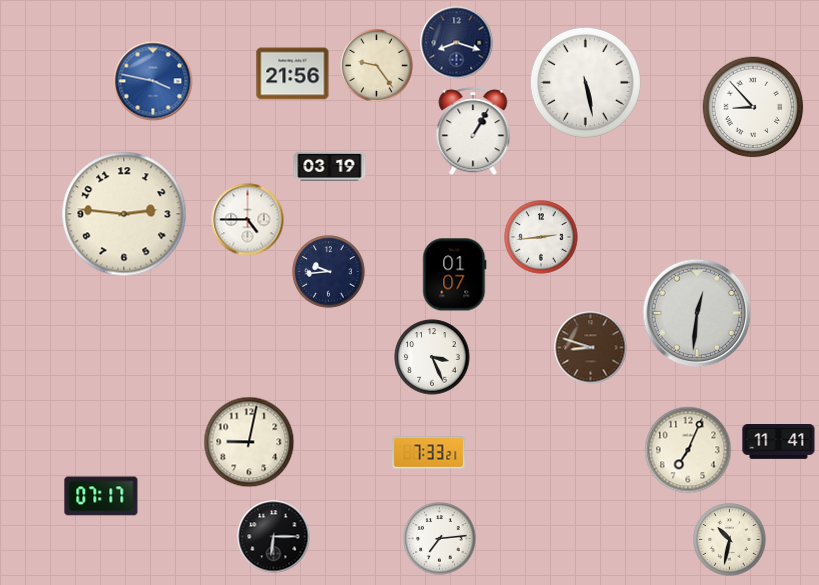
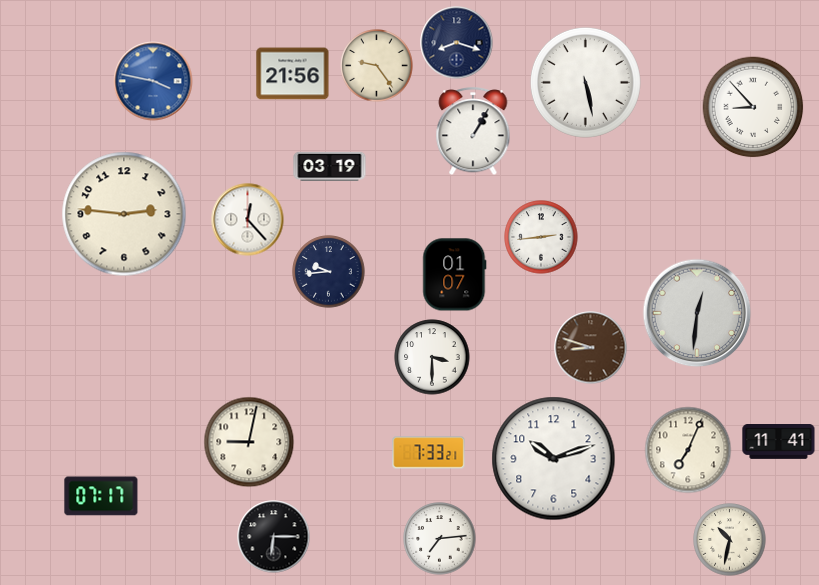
clock at (248, 220): 4:45 -> 12:23
clock at (432, 357): 3:26 -> 3:30
clock at (554, 459): none -> 10:12
